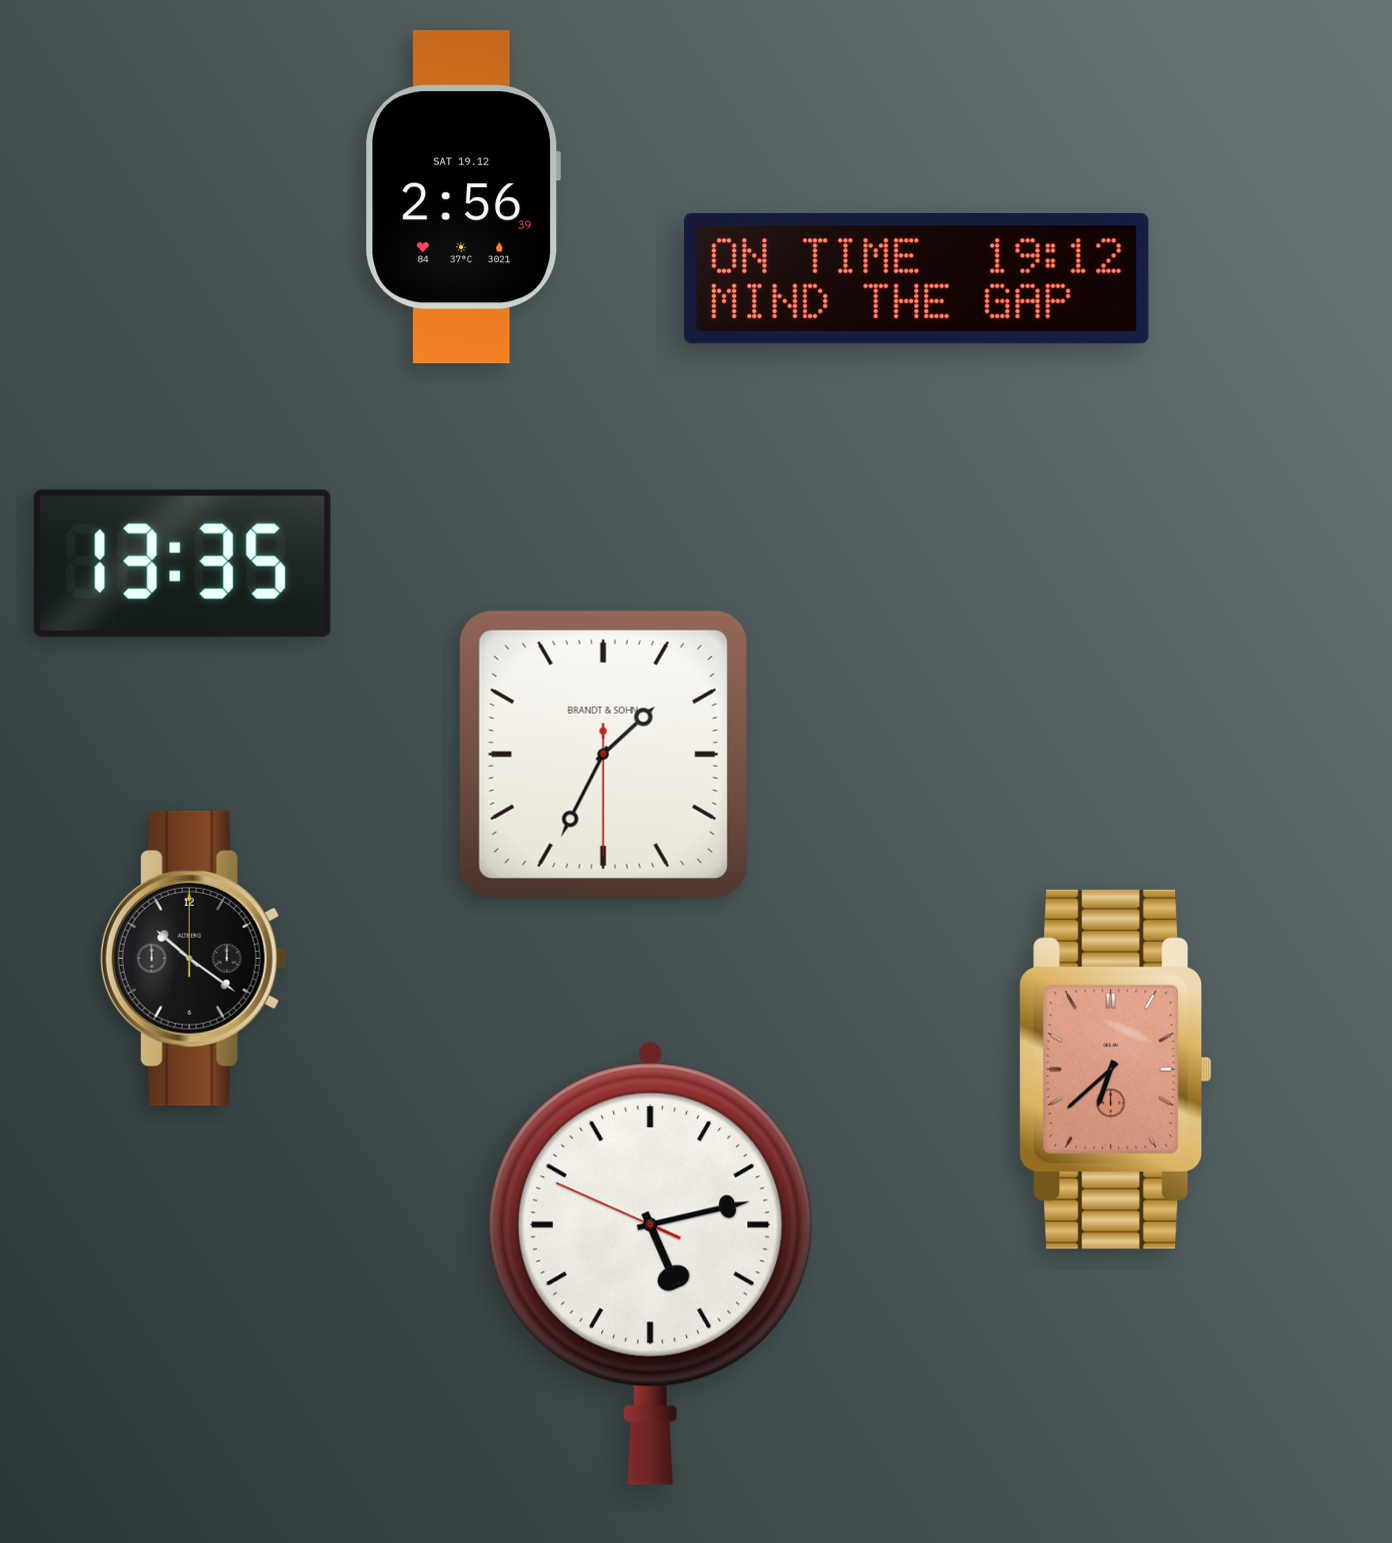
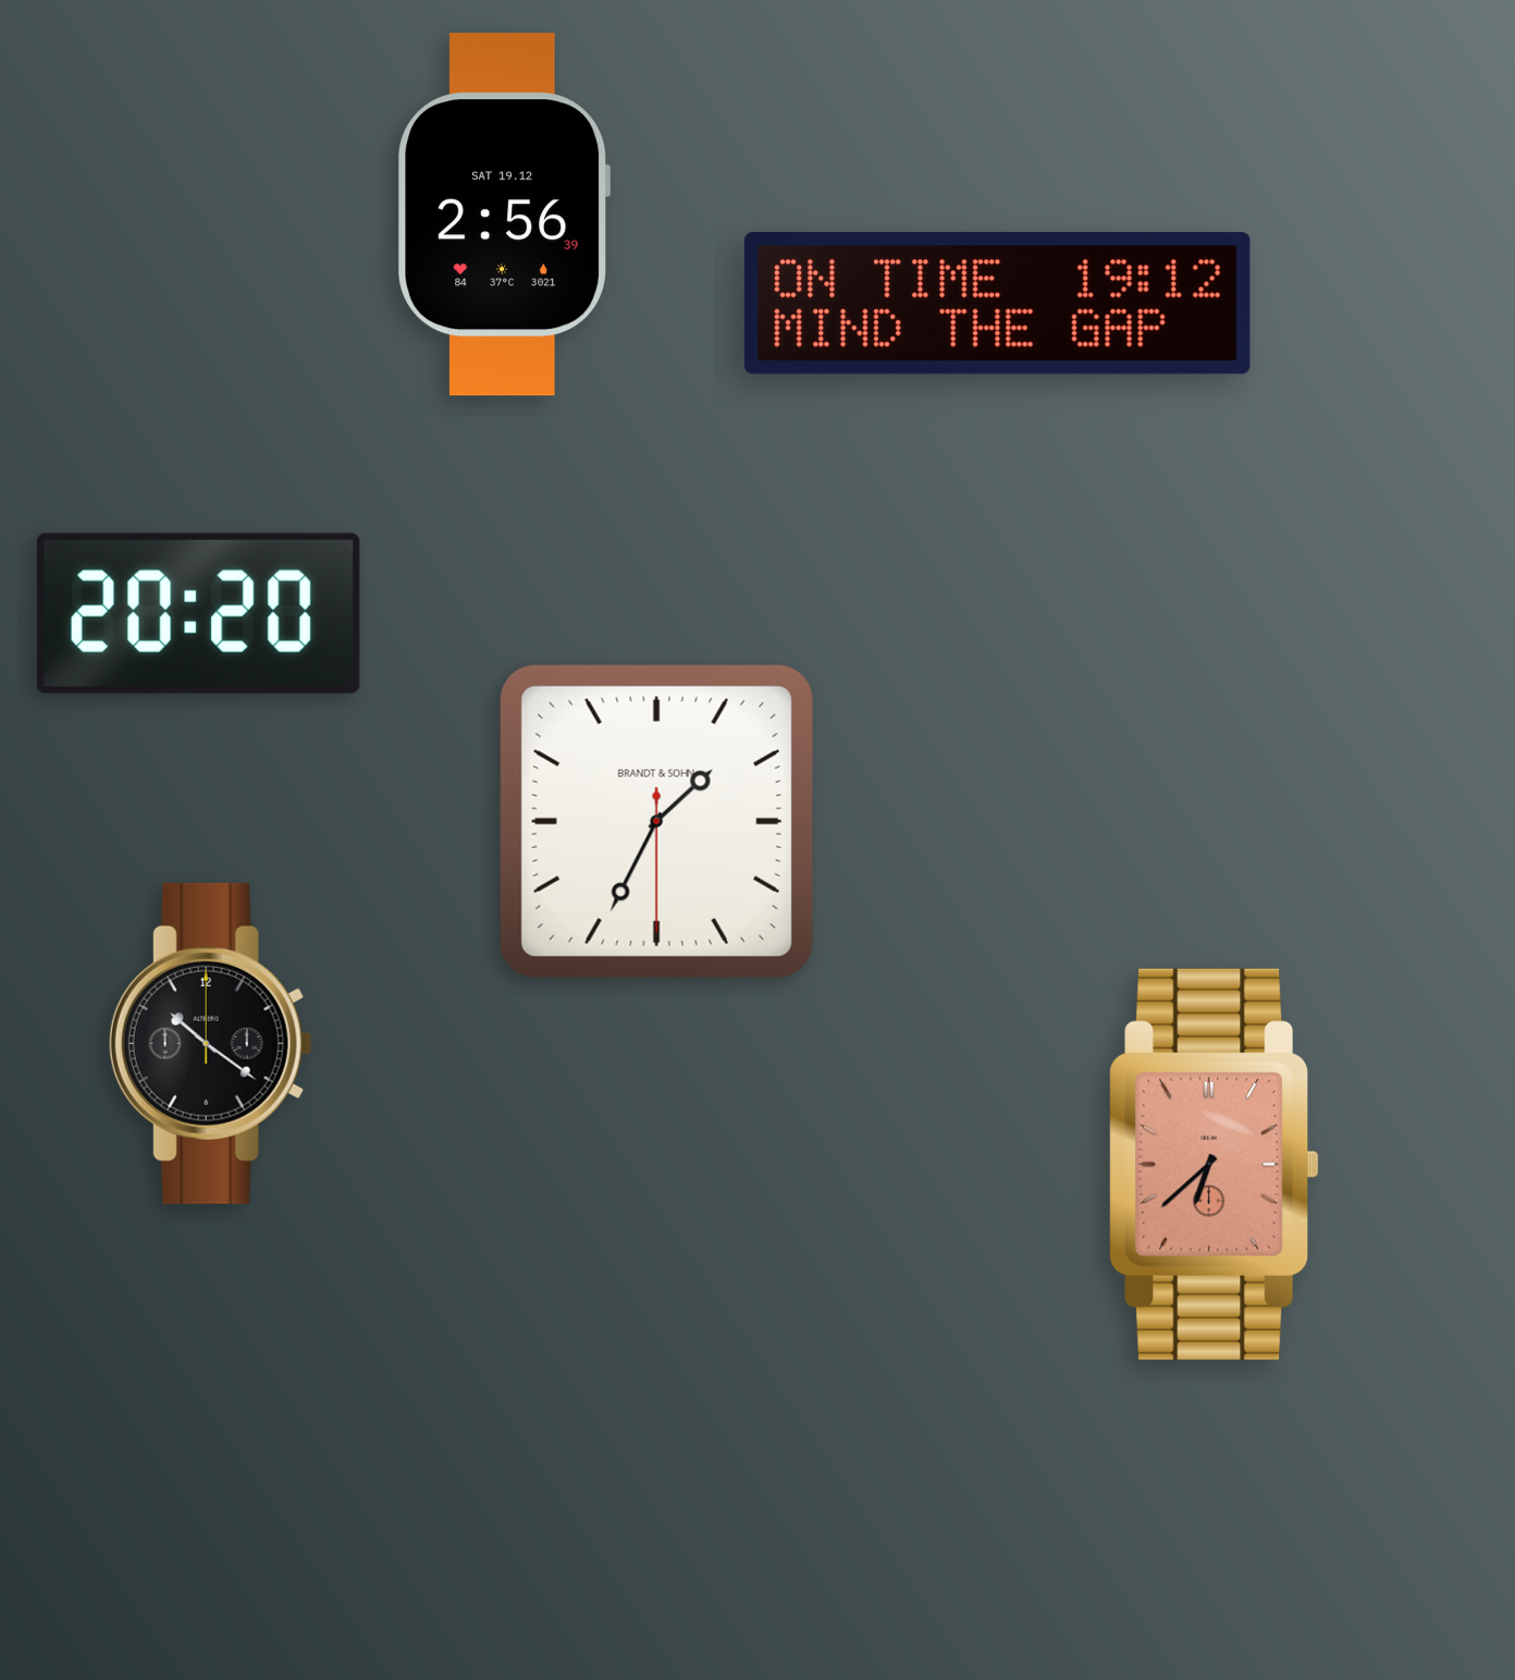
clock at (182, 563): 13:35 -> 20:20
clock at (651, 1263): 5:12 -> none
